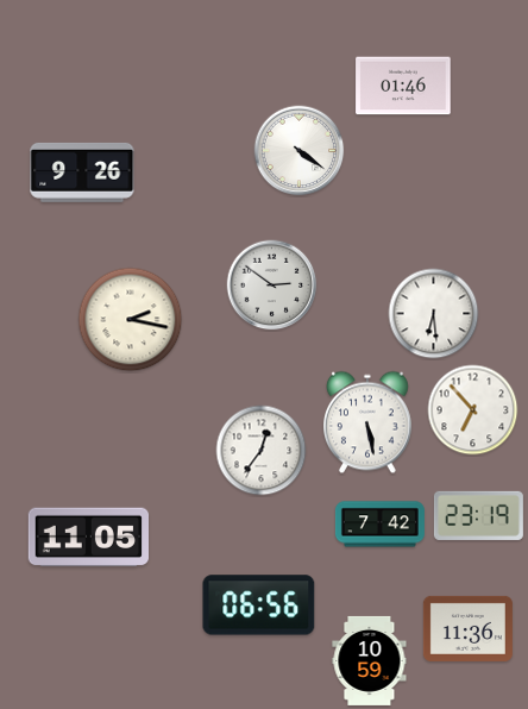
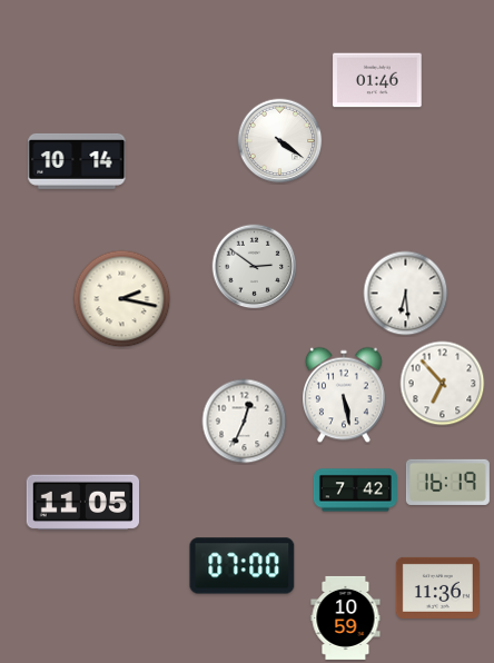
clock at (82, 172): 9:26 -> 10:14
clock at (262, 451): 12:36 -> 12:34
clock at (478, 515): 23:19 -> 16:19
clock at (259, 606): 06:56 -> 07:00
